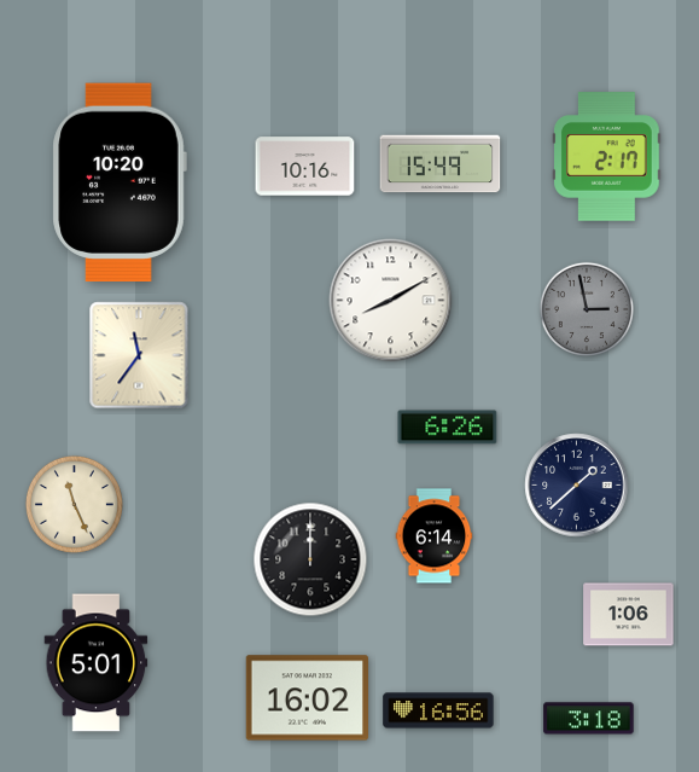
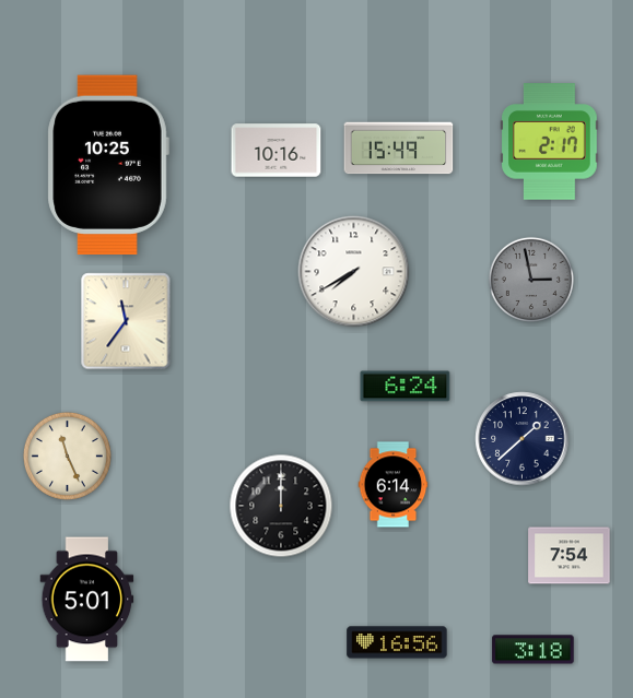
clock at (120, 181): 10:20 -> 10:25
clock at (391, 301): 8:10 -> 7:40
clock at (448, 428): 6:26 -> 6:24
clock at (629, 615): 1:06 -> 7:54
clock at (308, 698): 16:02 -> none
